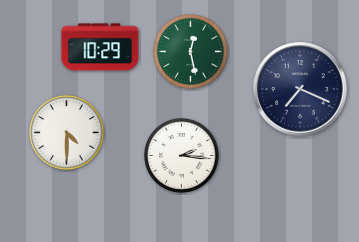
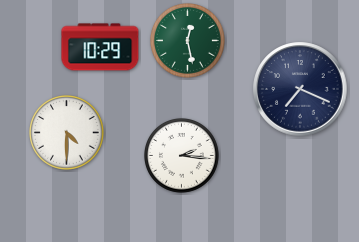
clock at (191, 52) position: (191, 52) -> (188, 41)
